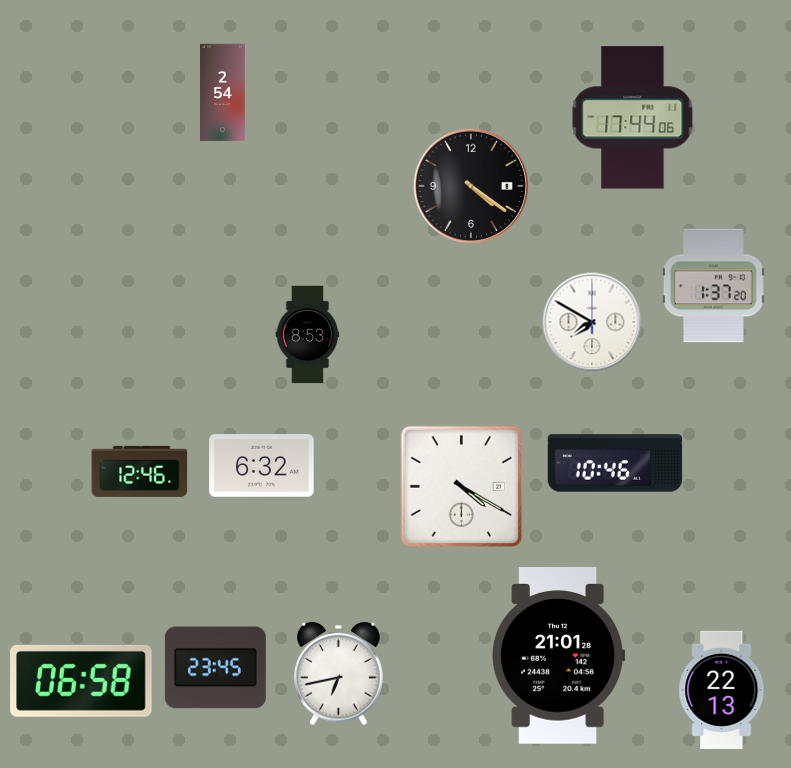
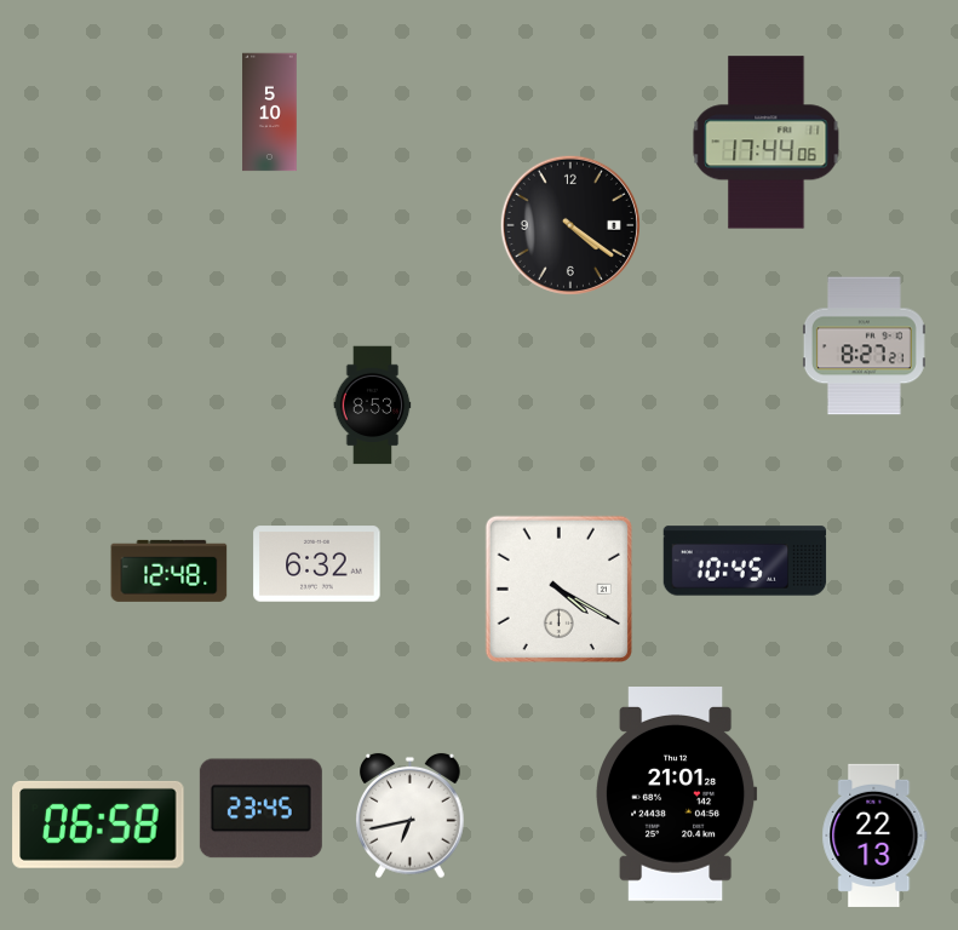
clock at (223, 93): 2:54 -> 5:10
clock at (713, 286): 1:37 -> 8:27
clock at (592, 322): 7:50 -> none
clock at (615, 463): 10:46 -> 10:45
clock at (140, 471): 12:46 -> 12:48
